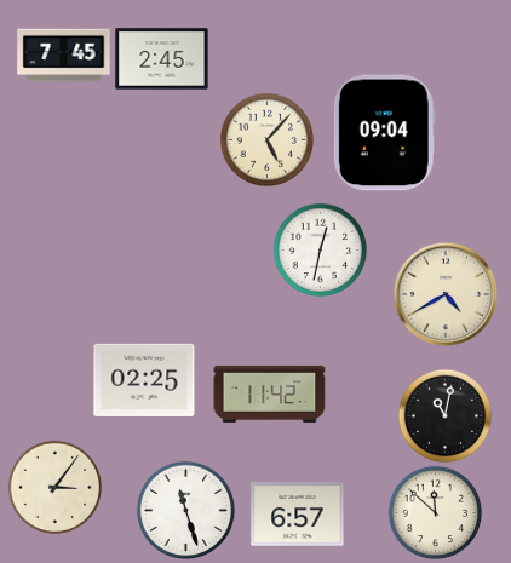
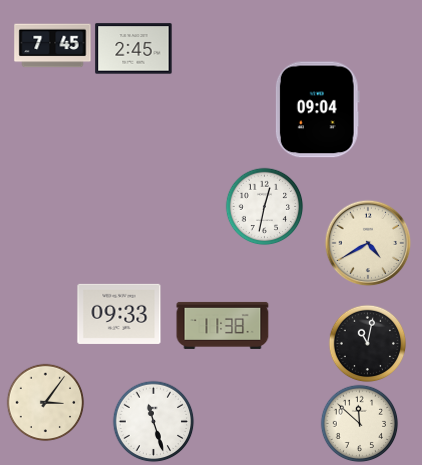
clock at (266, 139): 5:07 -> none
clock at (144, 380): 02:25 -> 09:33
clock at (270, 393): 11:42 -> 11:38
clock at (298, 515): 6:57 -> none
